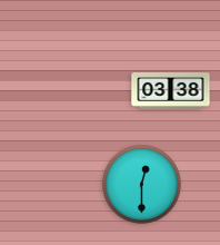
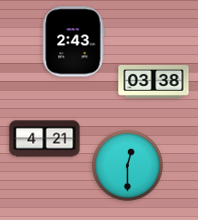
clock at (74, 42): none -> 2:43
clock at (45, 139): none -> 4:21
